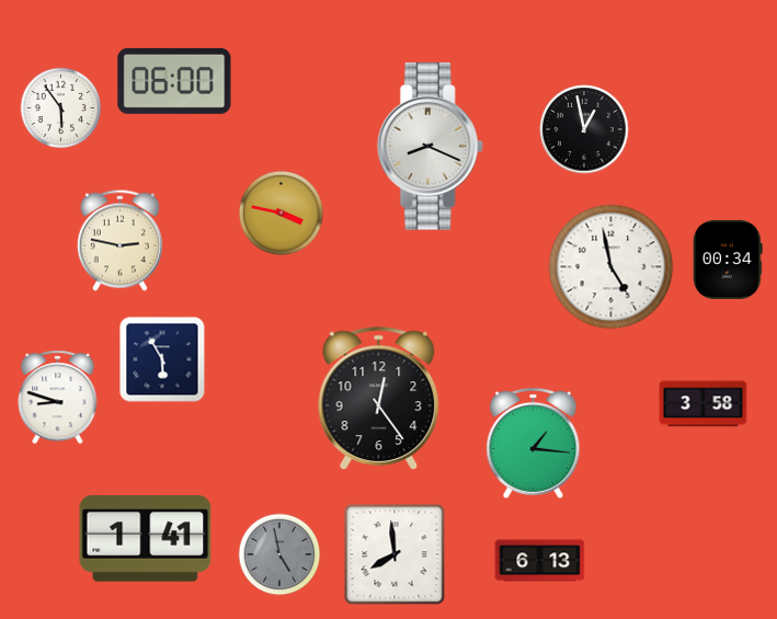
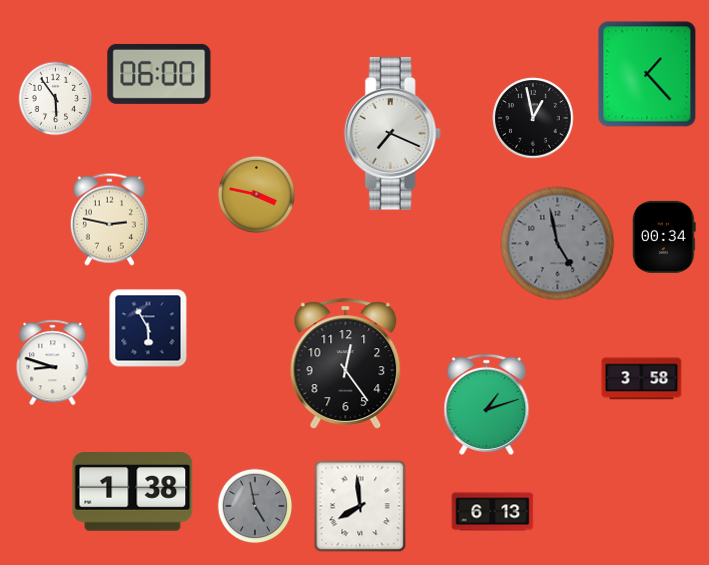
clock at (647, 74): none -> 1:23
clock at (430, 147): 8:19 -> 7:19
clock at (612, 267) dial: white -> grey
clock at (704, 404) position: (704, 404) -> (642, 379)
clock at (534, 443): 1:16 -> 1:12
clock at (146, 539): 1:41 -> 1:38
